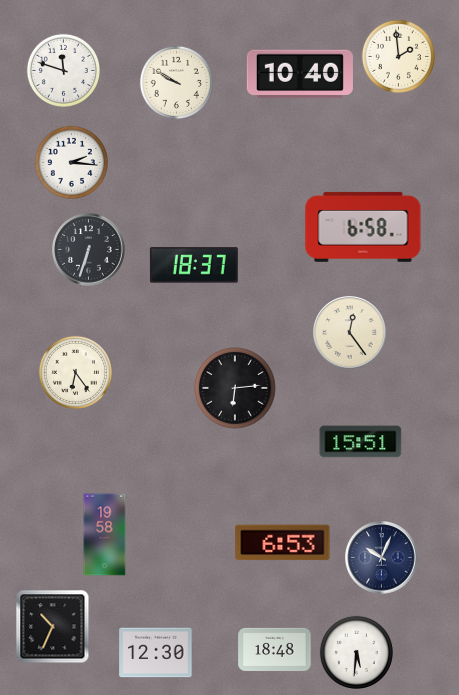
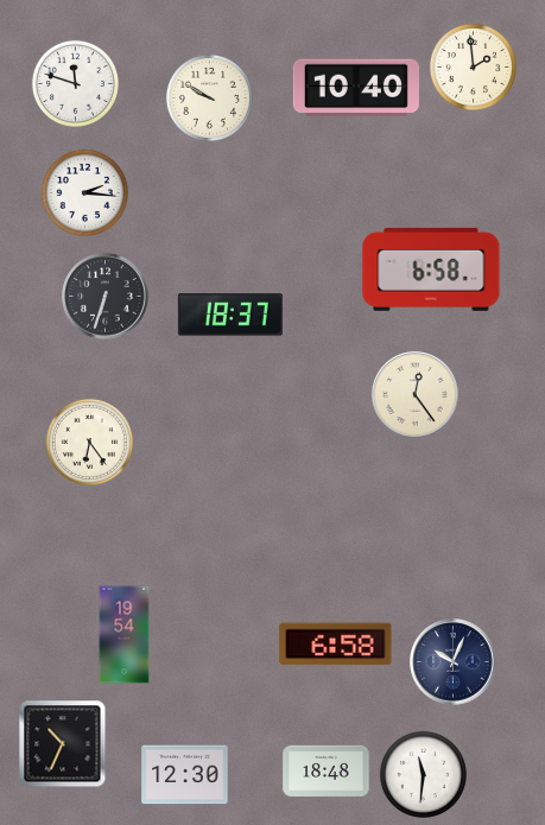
clock at (235, 388): 6:14 -> none
clock at (361, 442): 15:51 -> none
clock at (105, 535): 19:58 -> 19:54
clock at (283, 543): 6:53 -> 6:58
clock at (356, 652): 5:31 -> 11:31
